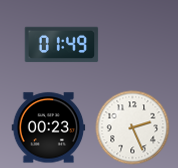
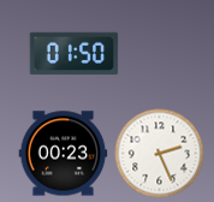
clock at (62, 45): 01:49 -> 01:50
clock at (49, 128) position: (49, 128) -> (64, 154)
